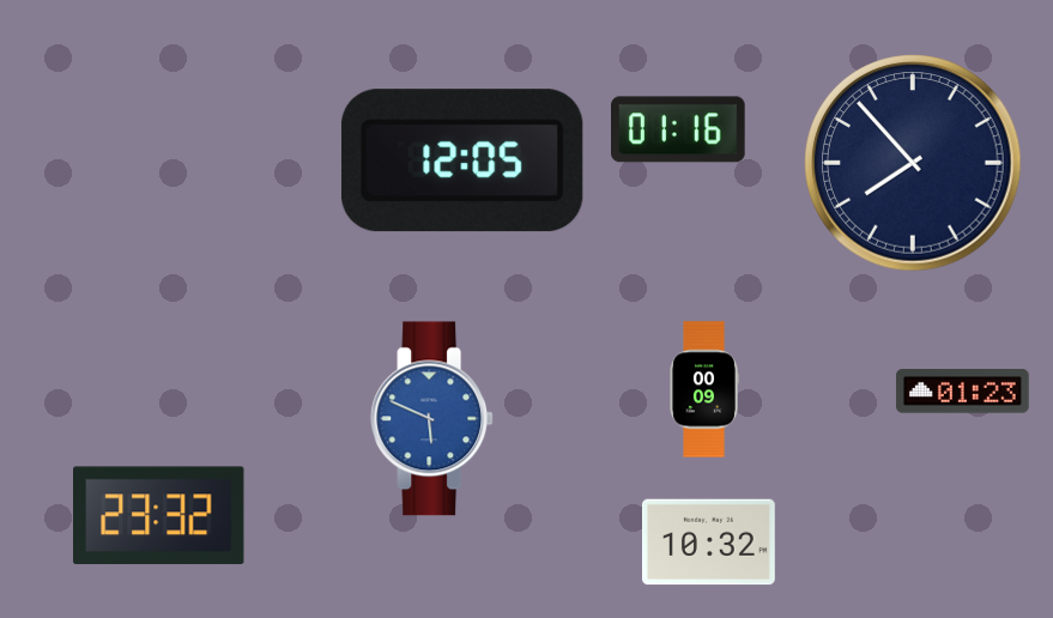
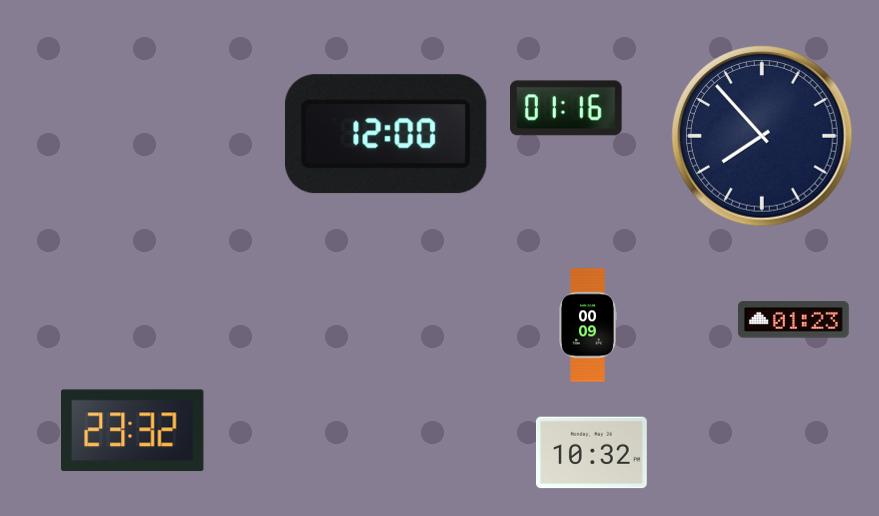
clock at (462, 160): 12:05 -> 12:00
clock at (962, 392) position: (962, 392) -> (793, 320)
clock at (432, 419): 5:49 -> none
